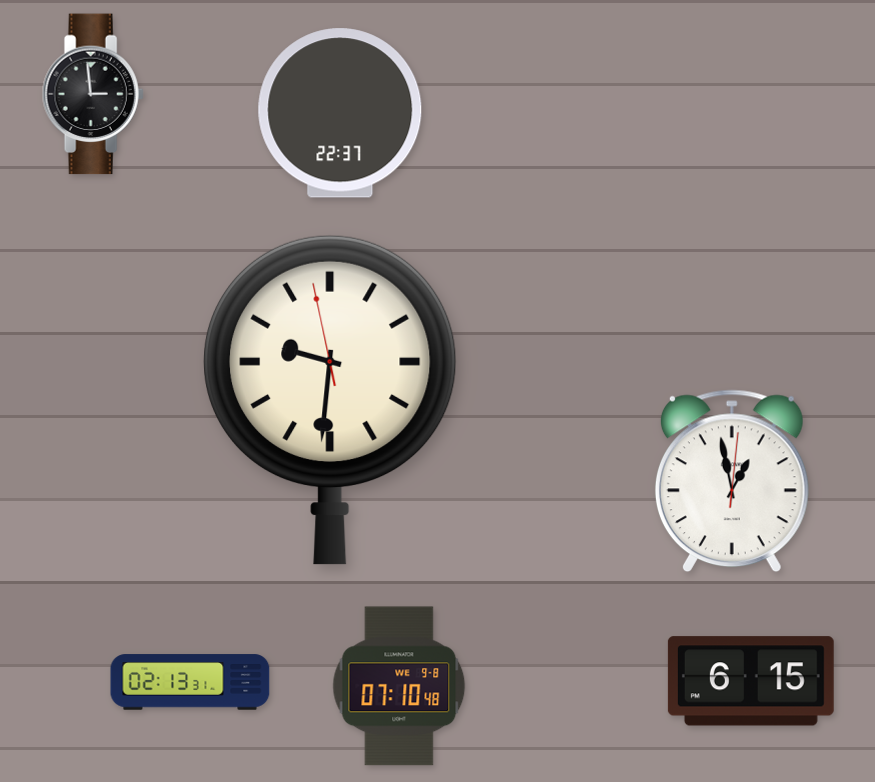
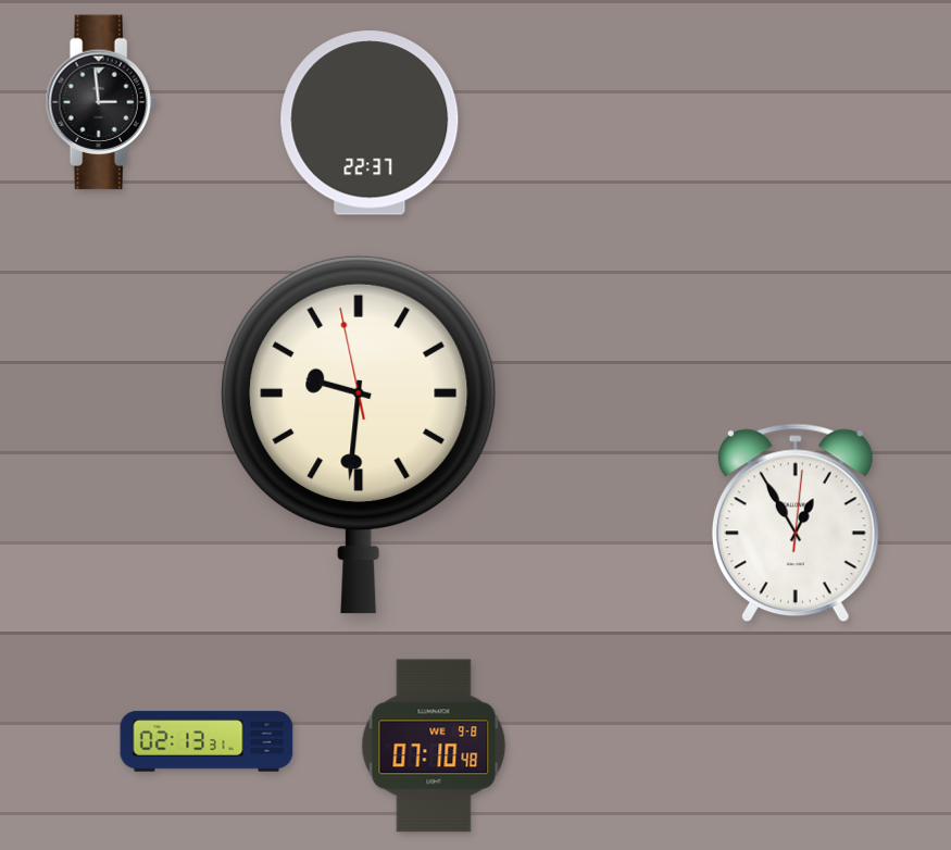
clock at (732, 481): 12:58 -> 12:55
clock at (751, 681): 6:15 -> none
